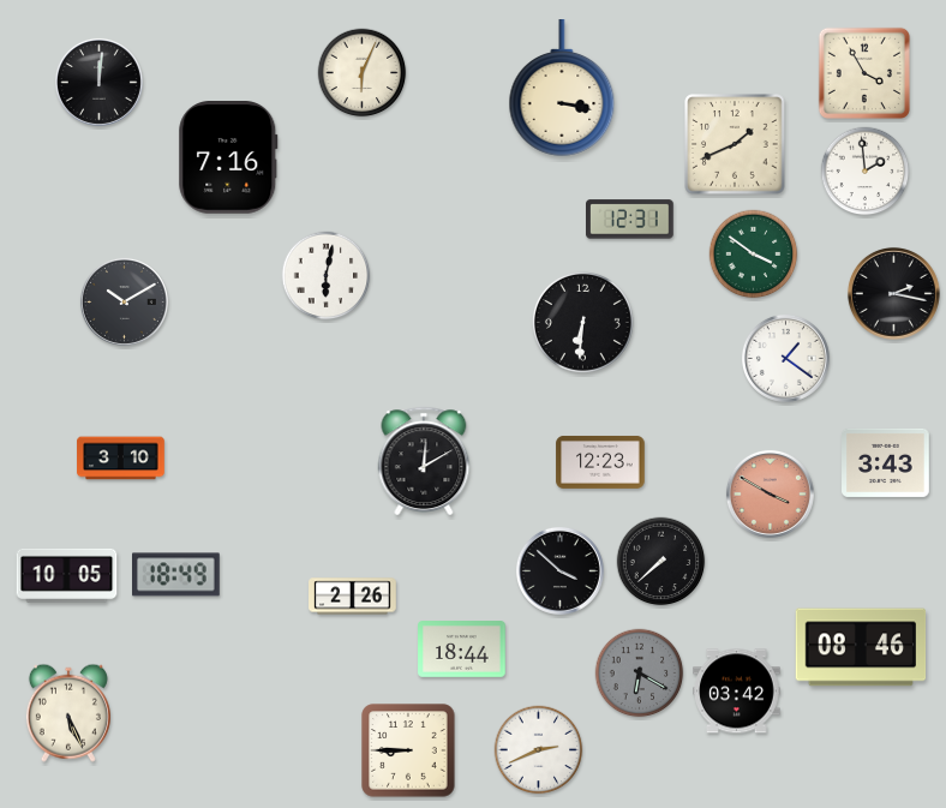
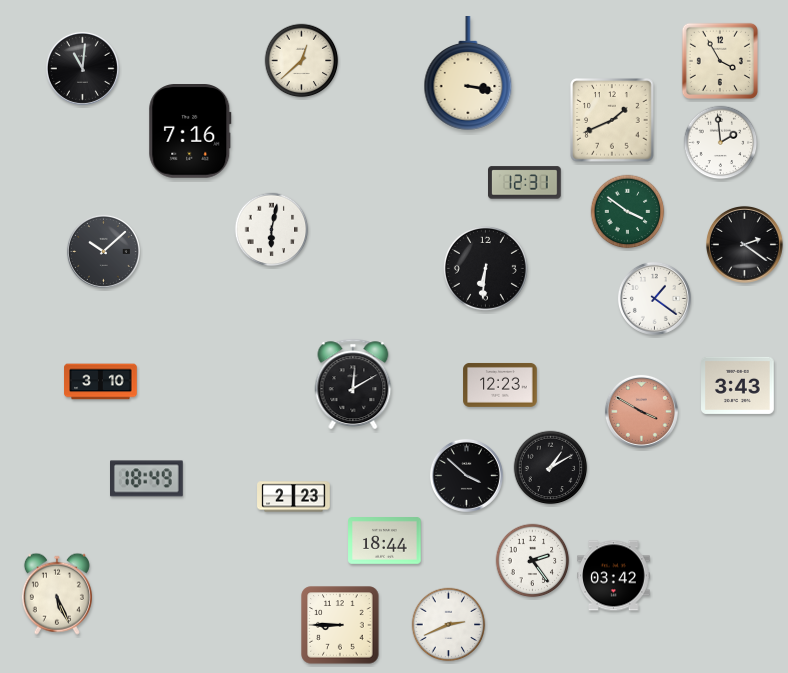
clock at (363, 73): 6:04 -> 12:38
clock at (98, 82): 12:01 -> 11:01
clock at (893, 293): 2:17 -> 2:21
clock at (124, 301): 10:10 -> 10:08
clock at (661, 562): 7:38 -> 1:10
clock at (67, 575): 10:05 -> none
clock at (353, 597): 2:26 -> 2:23
clock at (861, 647): 08:46 -> none
clock at (640, 674): 6:20 -> 2:24
clock at (640, 674) dial: grey -> white
